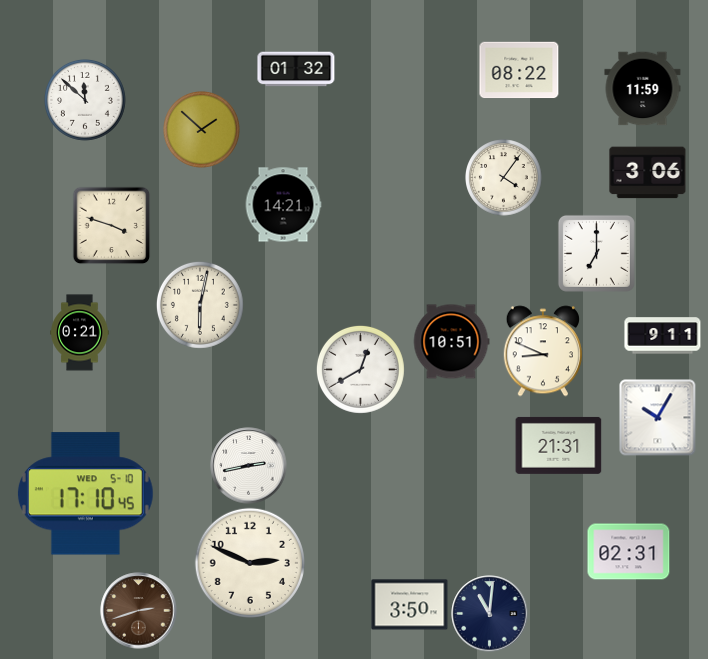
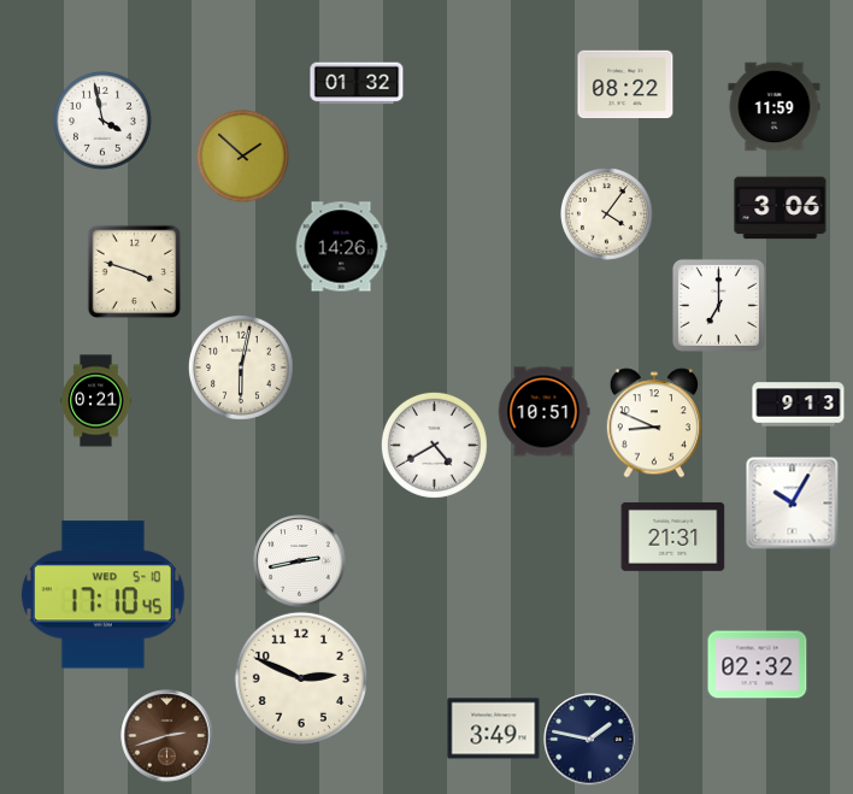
clock at (86, 101): 11:52 -> 3:58
clock at (283, 205): 14:21 -> 14:26
clock at (663, 336): 9:11 -> 9:13
clock at (360, 369): 12:40 -> 4:40
clock at (629, 552): 02:31 -> 02:32
clock at (410, 605): 3:50 -> 3:49
clock at (490, 614): 11:01 -> 1:47
